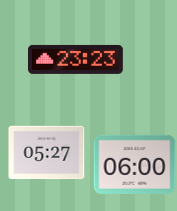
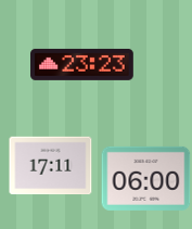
clock at (47, 153): 05:27 -> 17:11
